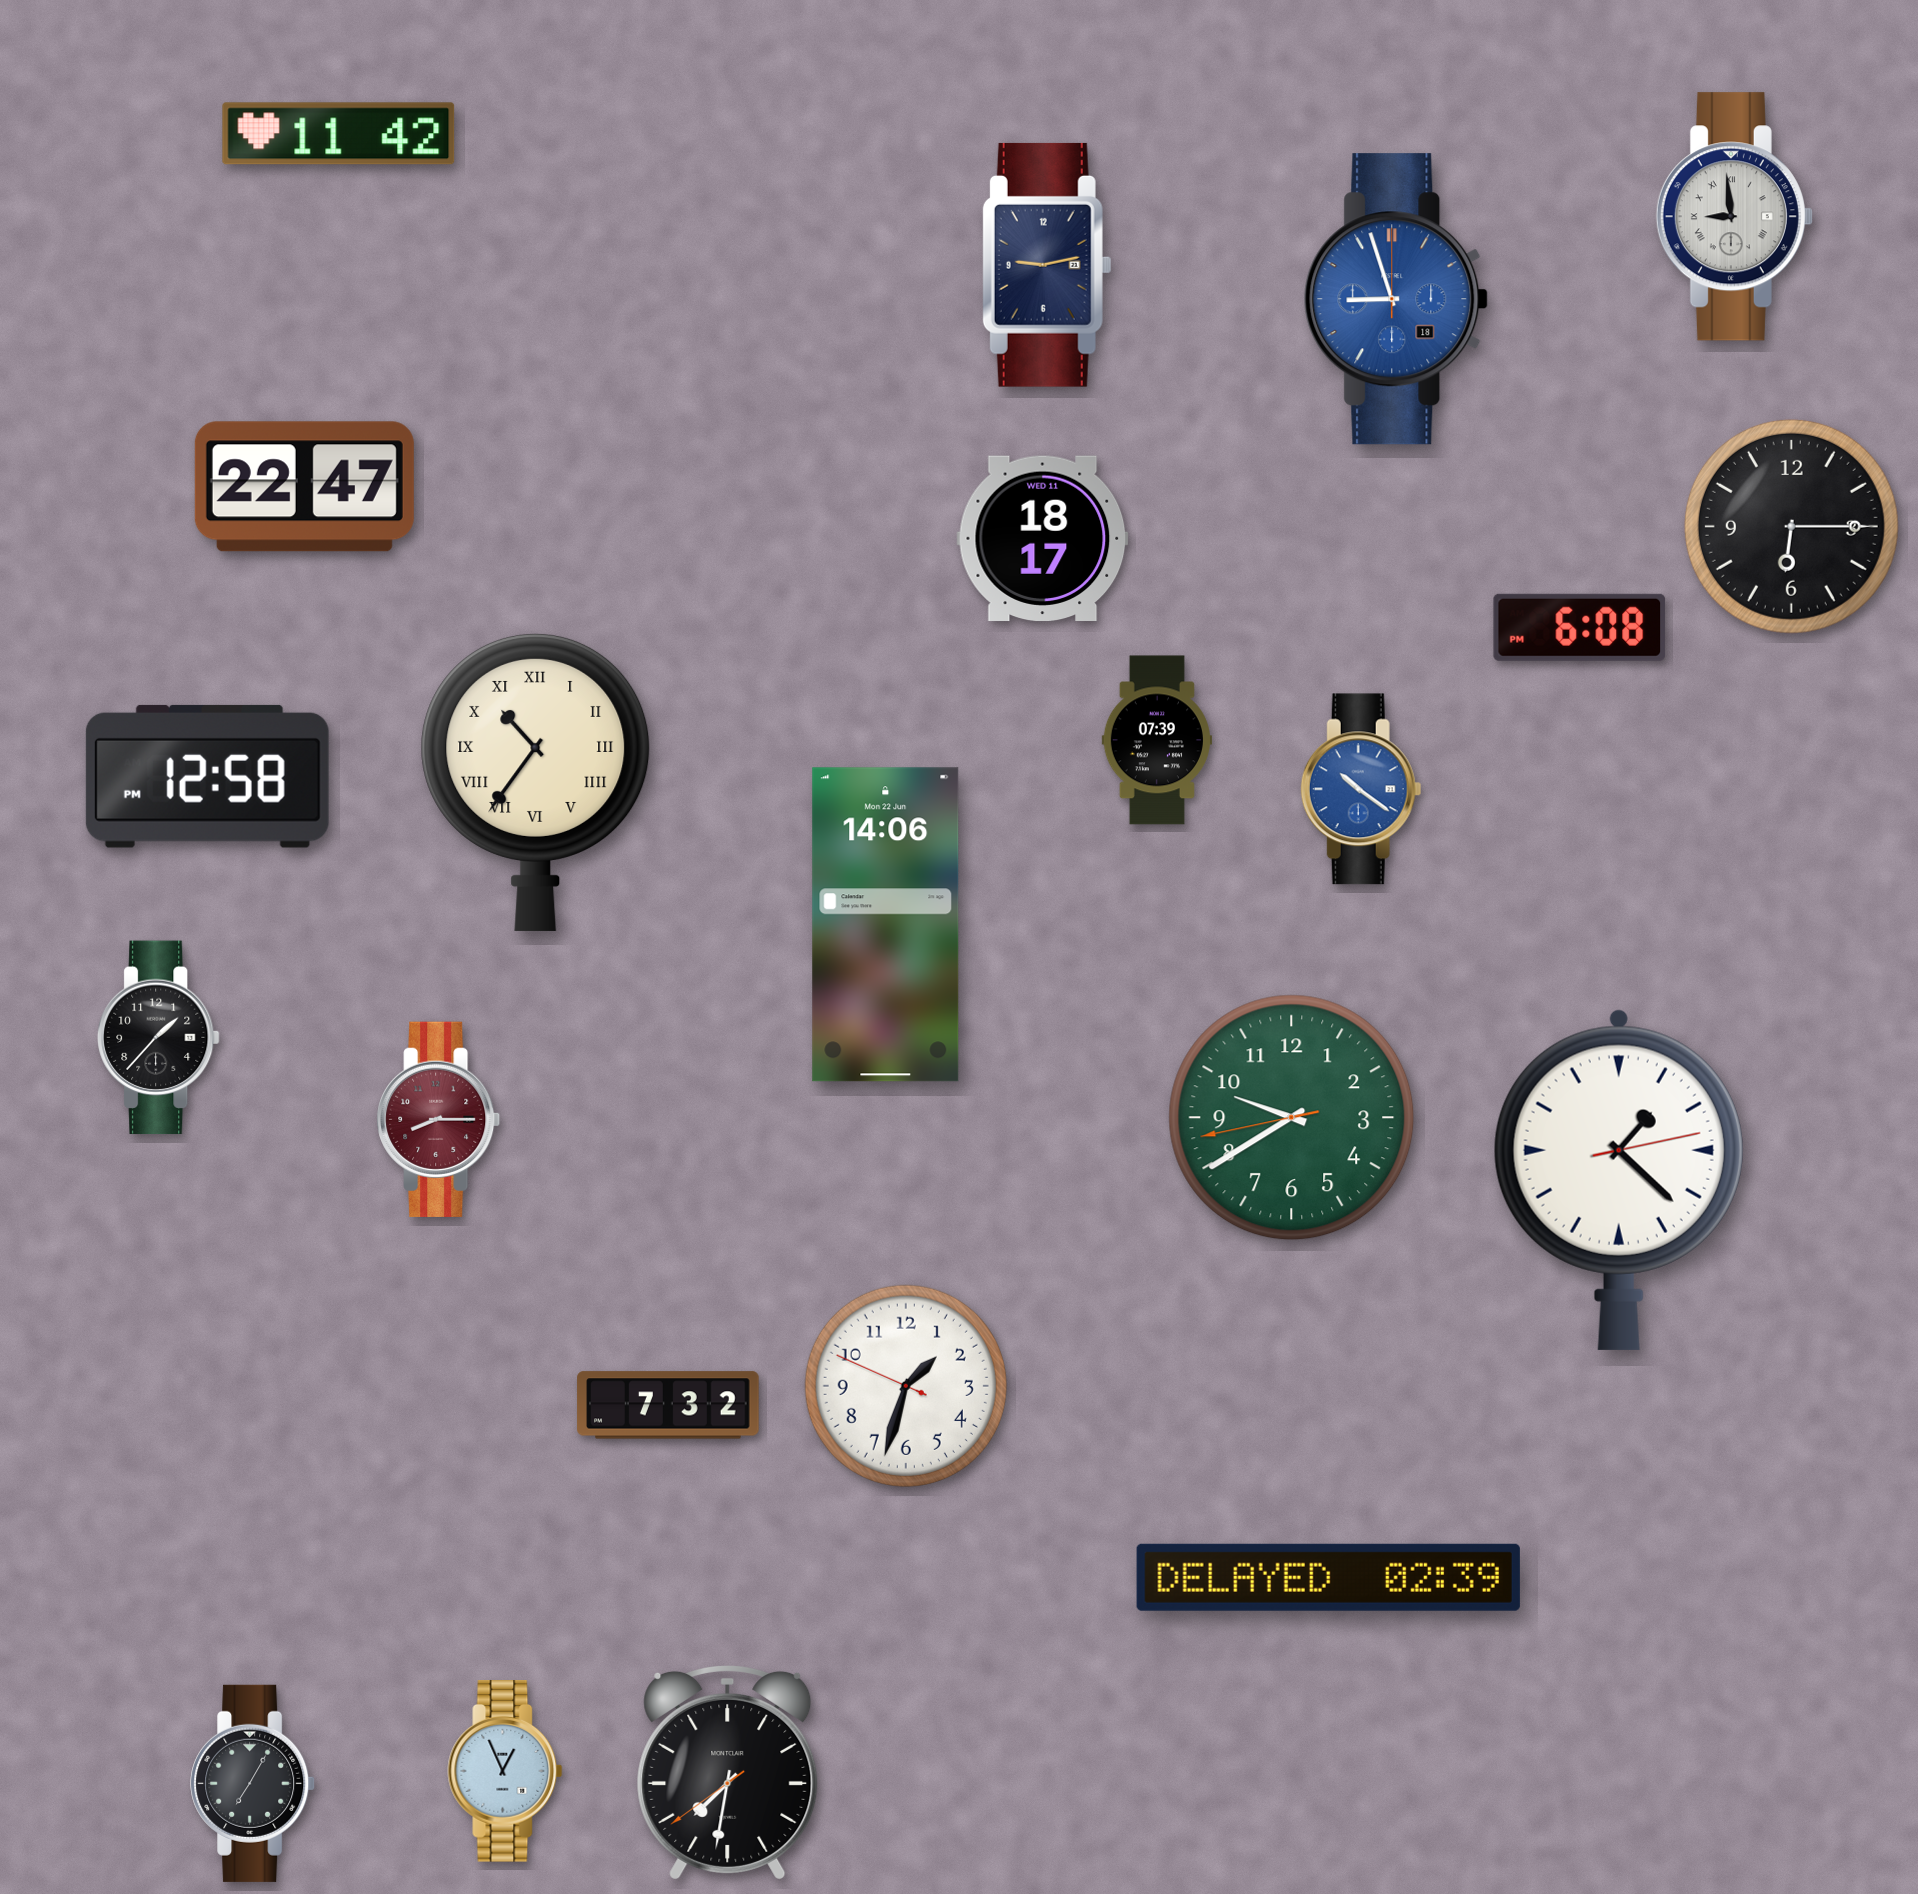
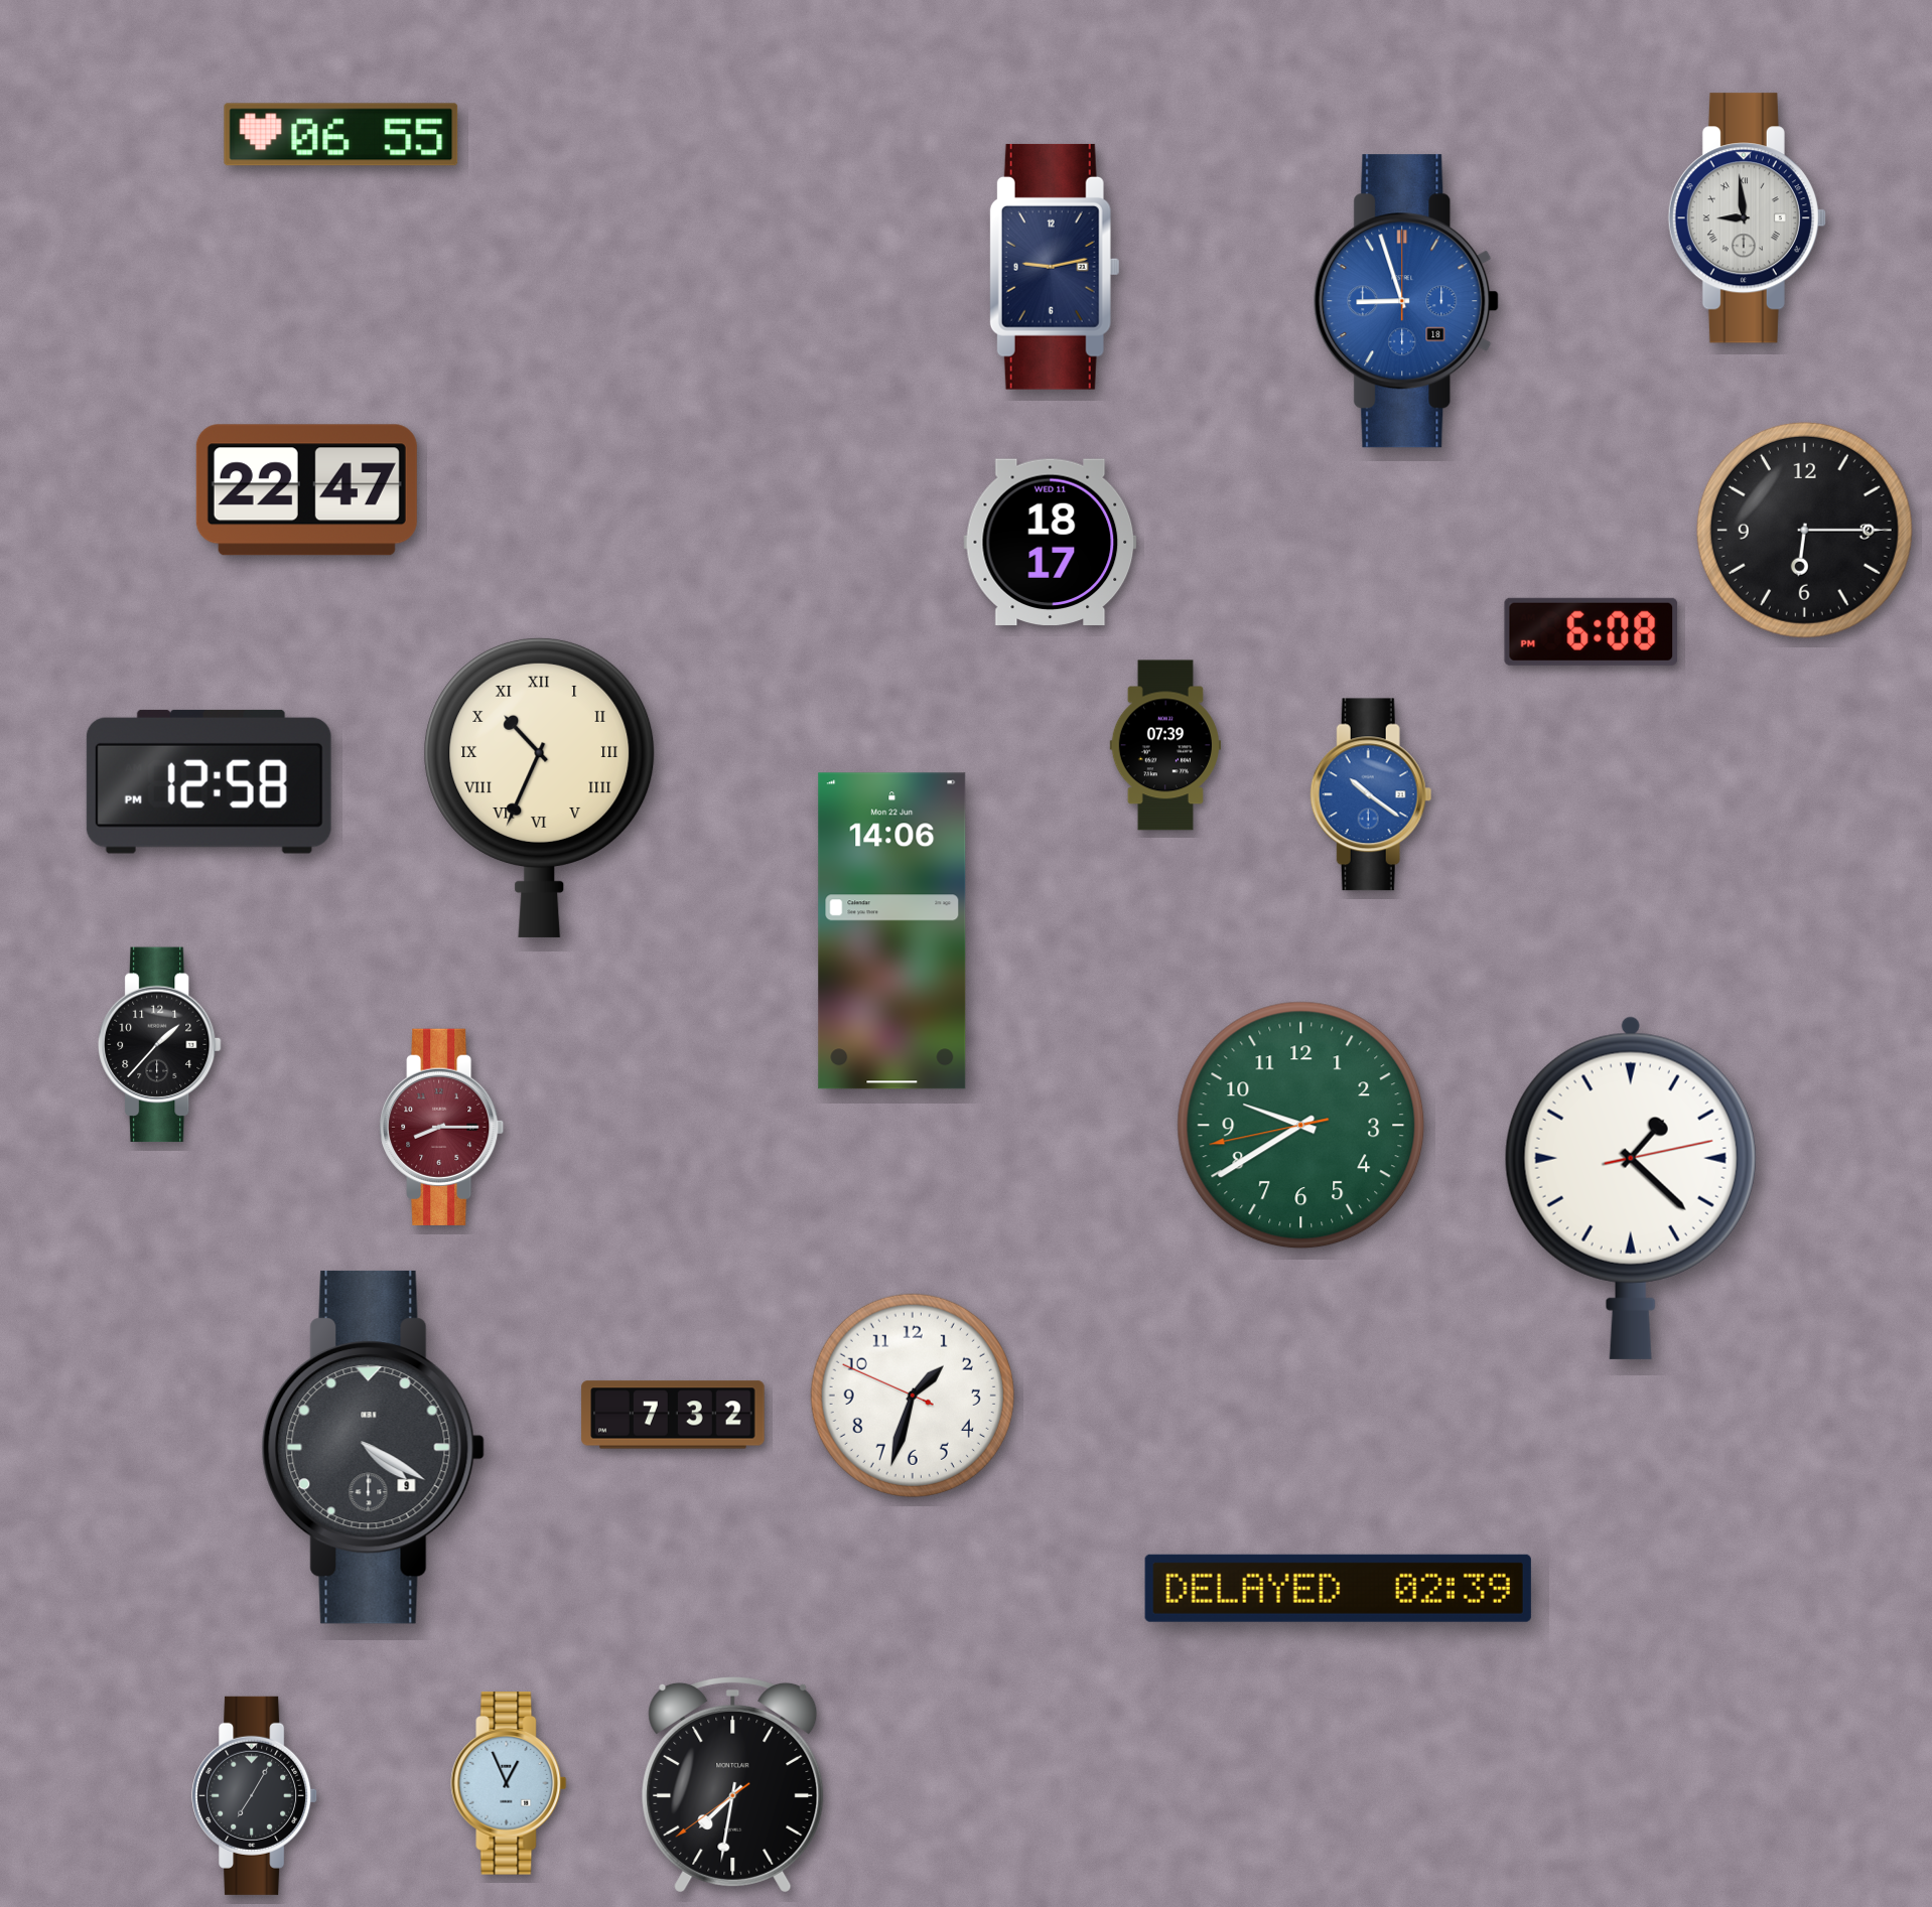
clock at (339, 134): 11:42 -> 06:55
clock at (536, 782): 10:36 -> 10:34
clock at (373, 1447): none -> 4:20
